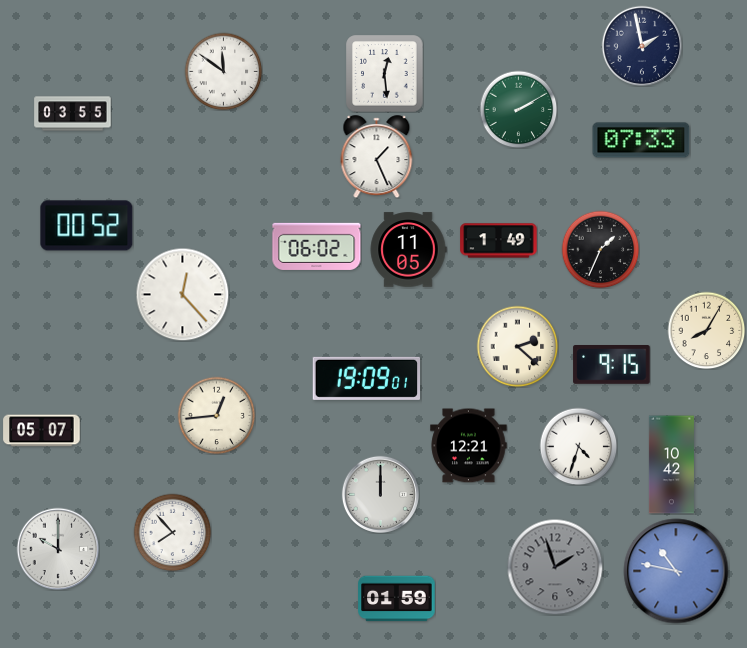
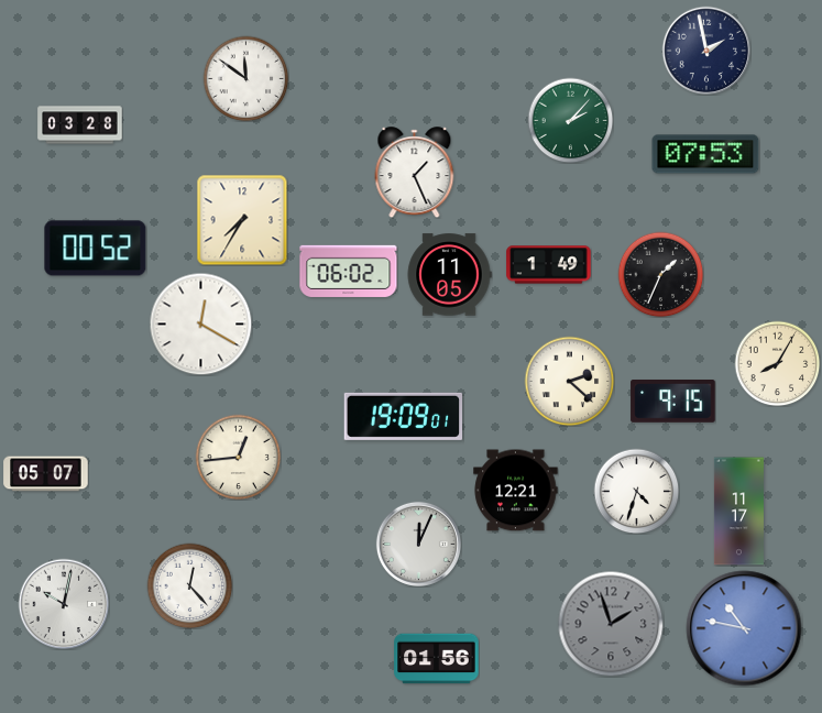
clock at (385, 74): 12:29 -> none
clock at (518, 109): 2:10 -> 2:07
clock at (73, 114): 03:55 -> 03:28
clock at (641, 140): 07:33 -> 07:53
clock at (242, 220): none -> 7:35
clock at (182, 294): 12:23 -> 12:20
clock at (671, 465): 10:42 -> 11:17
clock at (380, 494): 12:00 -> 12:04
clock at (172, 532): 7:53 -> 12:23
clock at (58, 549): 10:00 -> 10:02
clock at (397, 599): 01:59 -> 01:56
